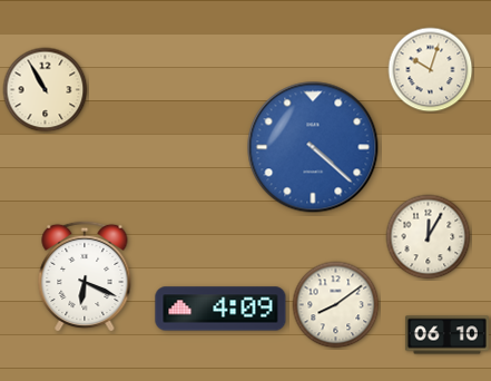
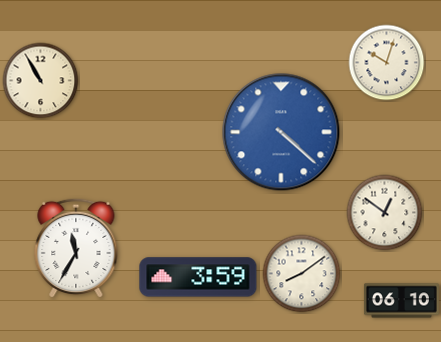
clock at (429, 237): 12:05 -> 12:51
clock at (85, 276): 6:19 -> 11:35
clock at (220, 309): 4:09 -> 3:59
